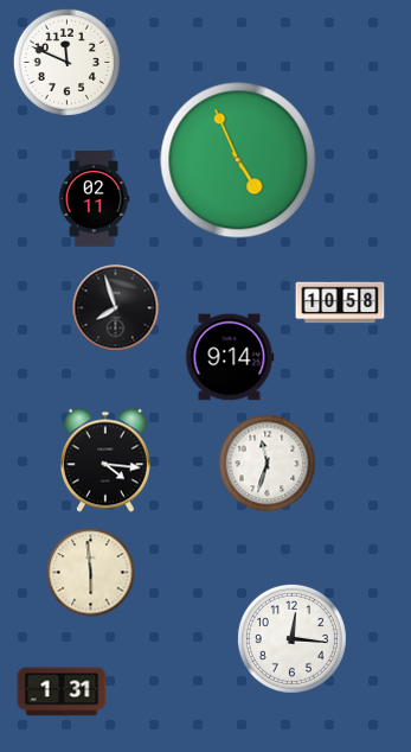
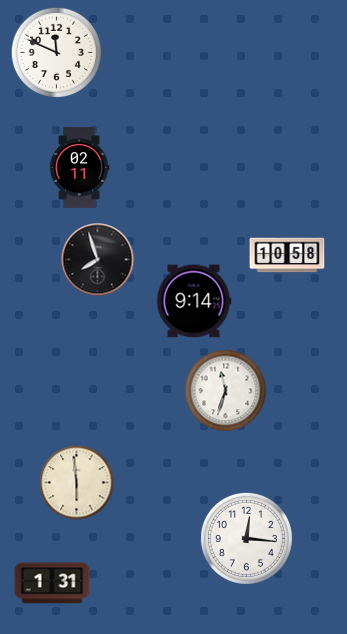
clock at (238, 160): 4:56 -> none
clock at (105, 460): 4:16 -> none
